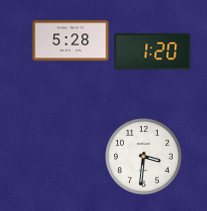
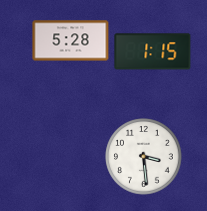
clock at (153, 52): 1:20 -> 1:15
clock at (144, 157): 3:31 -> 3:29
